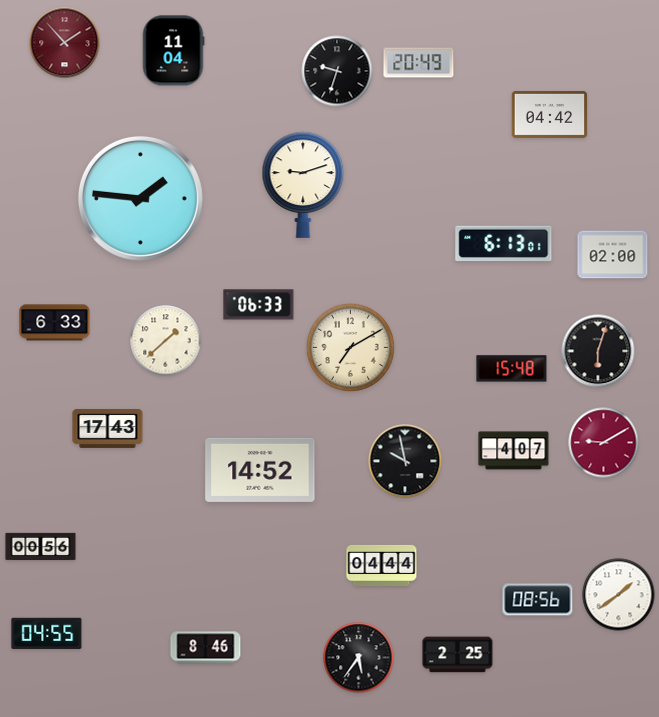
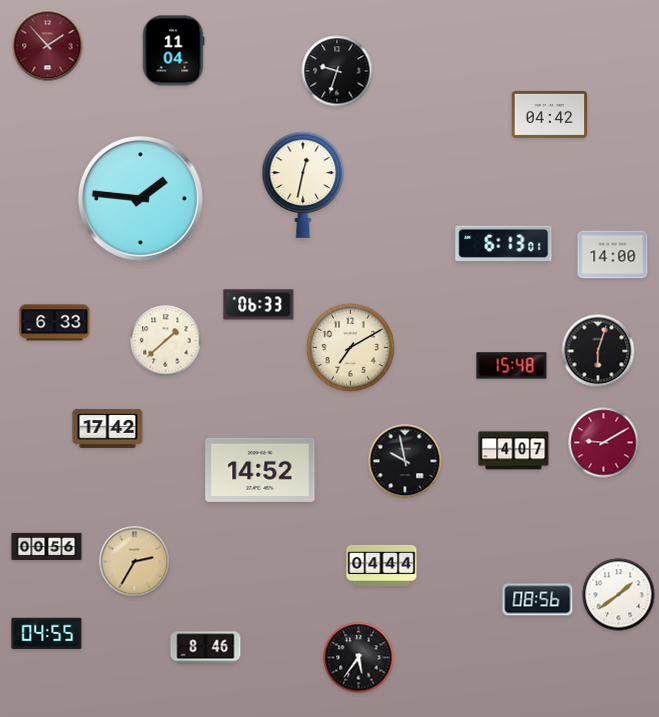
clock at (65, 43) position: (65, 43) -> (48, 46)
clock at (419, 63): 20:49 -> none
clock at (303, 185): 9:12 -> 12:32
clock at (613, 255): 02:00 -> 14:00
clock at (512, 369) position: (512, 369) -> (512, 366)
clock at (108, 428): 17:43 -> 17:42
clock at (41, 547) position: (41, 547) -> (47, 547)
clock at (135, 562): none -> 2:35
clock at (458, 655): 2:25 -> none
